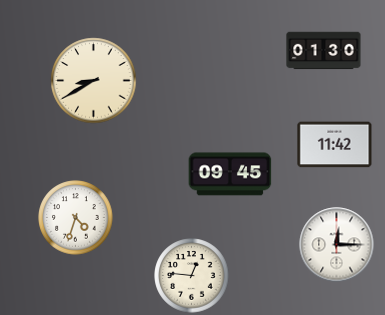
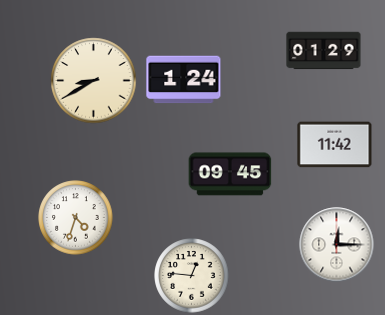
clock at (324, 51): 01:30 -> 01:29
clock at (184, 80): none -> 1:24
